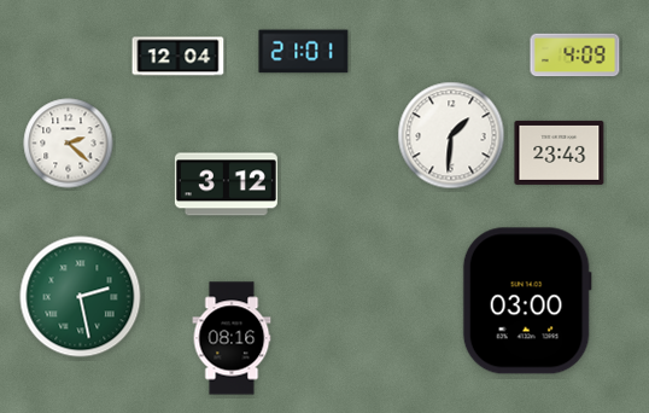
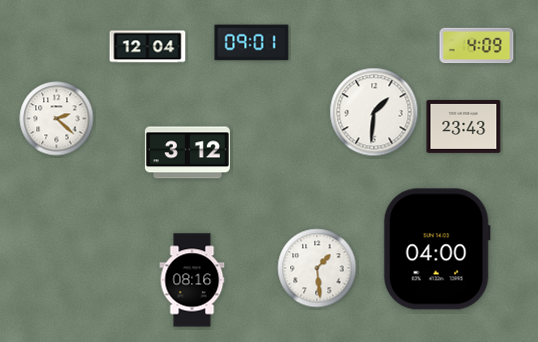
clock at (304, 52): 21:01 -> 09:01
clock at (81, 297): 2:28 -> none
clock at (527, 301): 03:00 -> 04:00
clock at (317, 268): none -> 1:29
